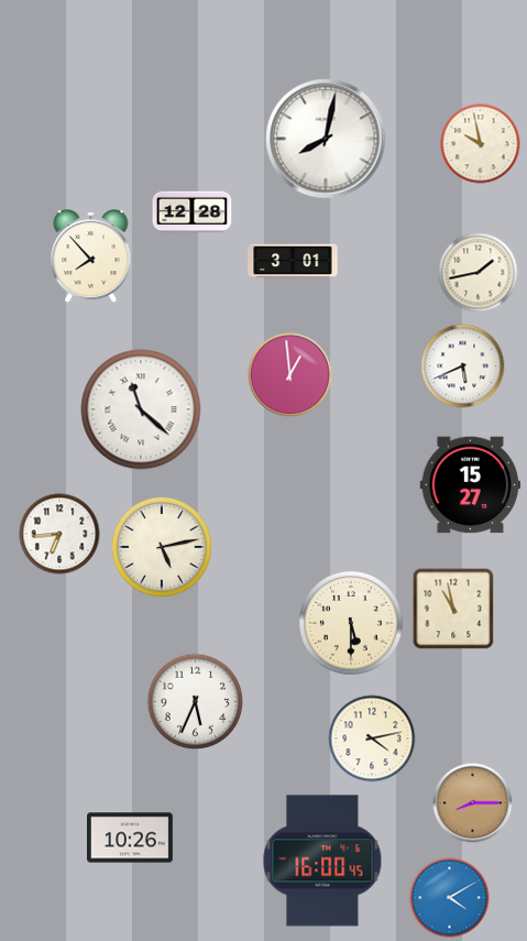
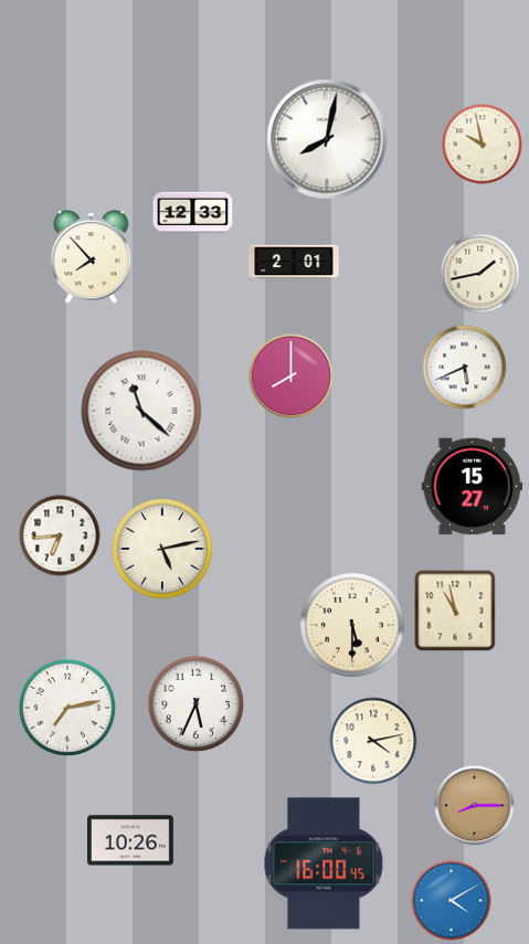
clock at (193, 212): 12:28 -> 12:33
clock at (293, 261): 3:01 -> 2:01
clock at (290, 375): 12:59 -> 8:00
clock at (66, 707): none -> 7:13
